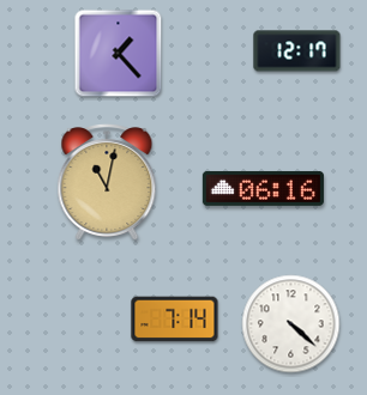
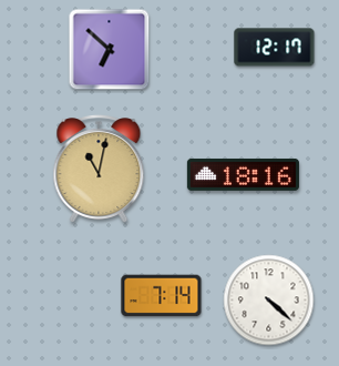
clock at (119, 54): 1:23 -> 6:52
clock at (263, 188): 06:16 -> 18:16
